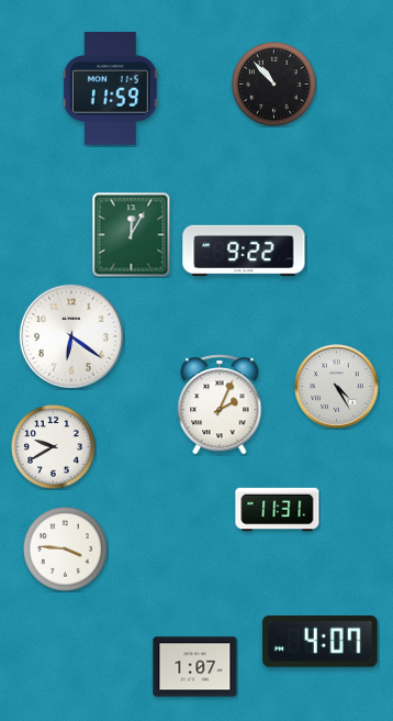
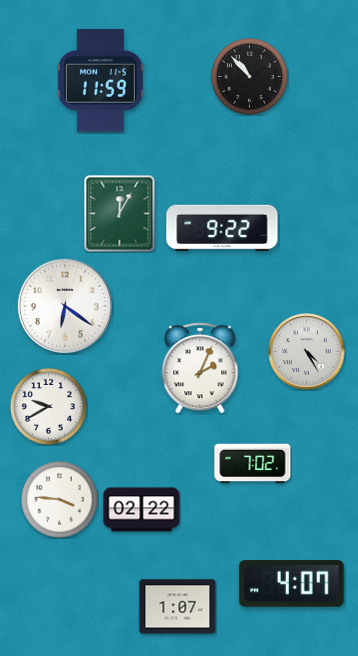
clock at (278, 510): 11:31 -> 7:02
clock at (142, 510): none -> 02:22
